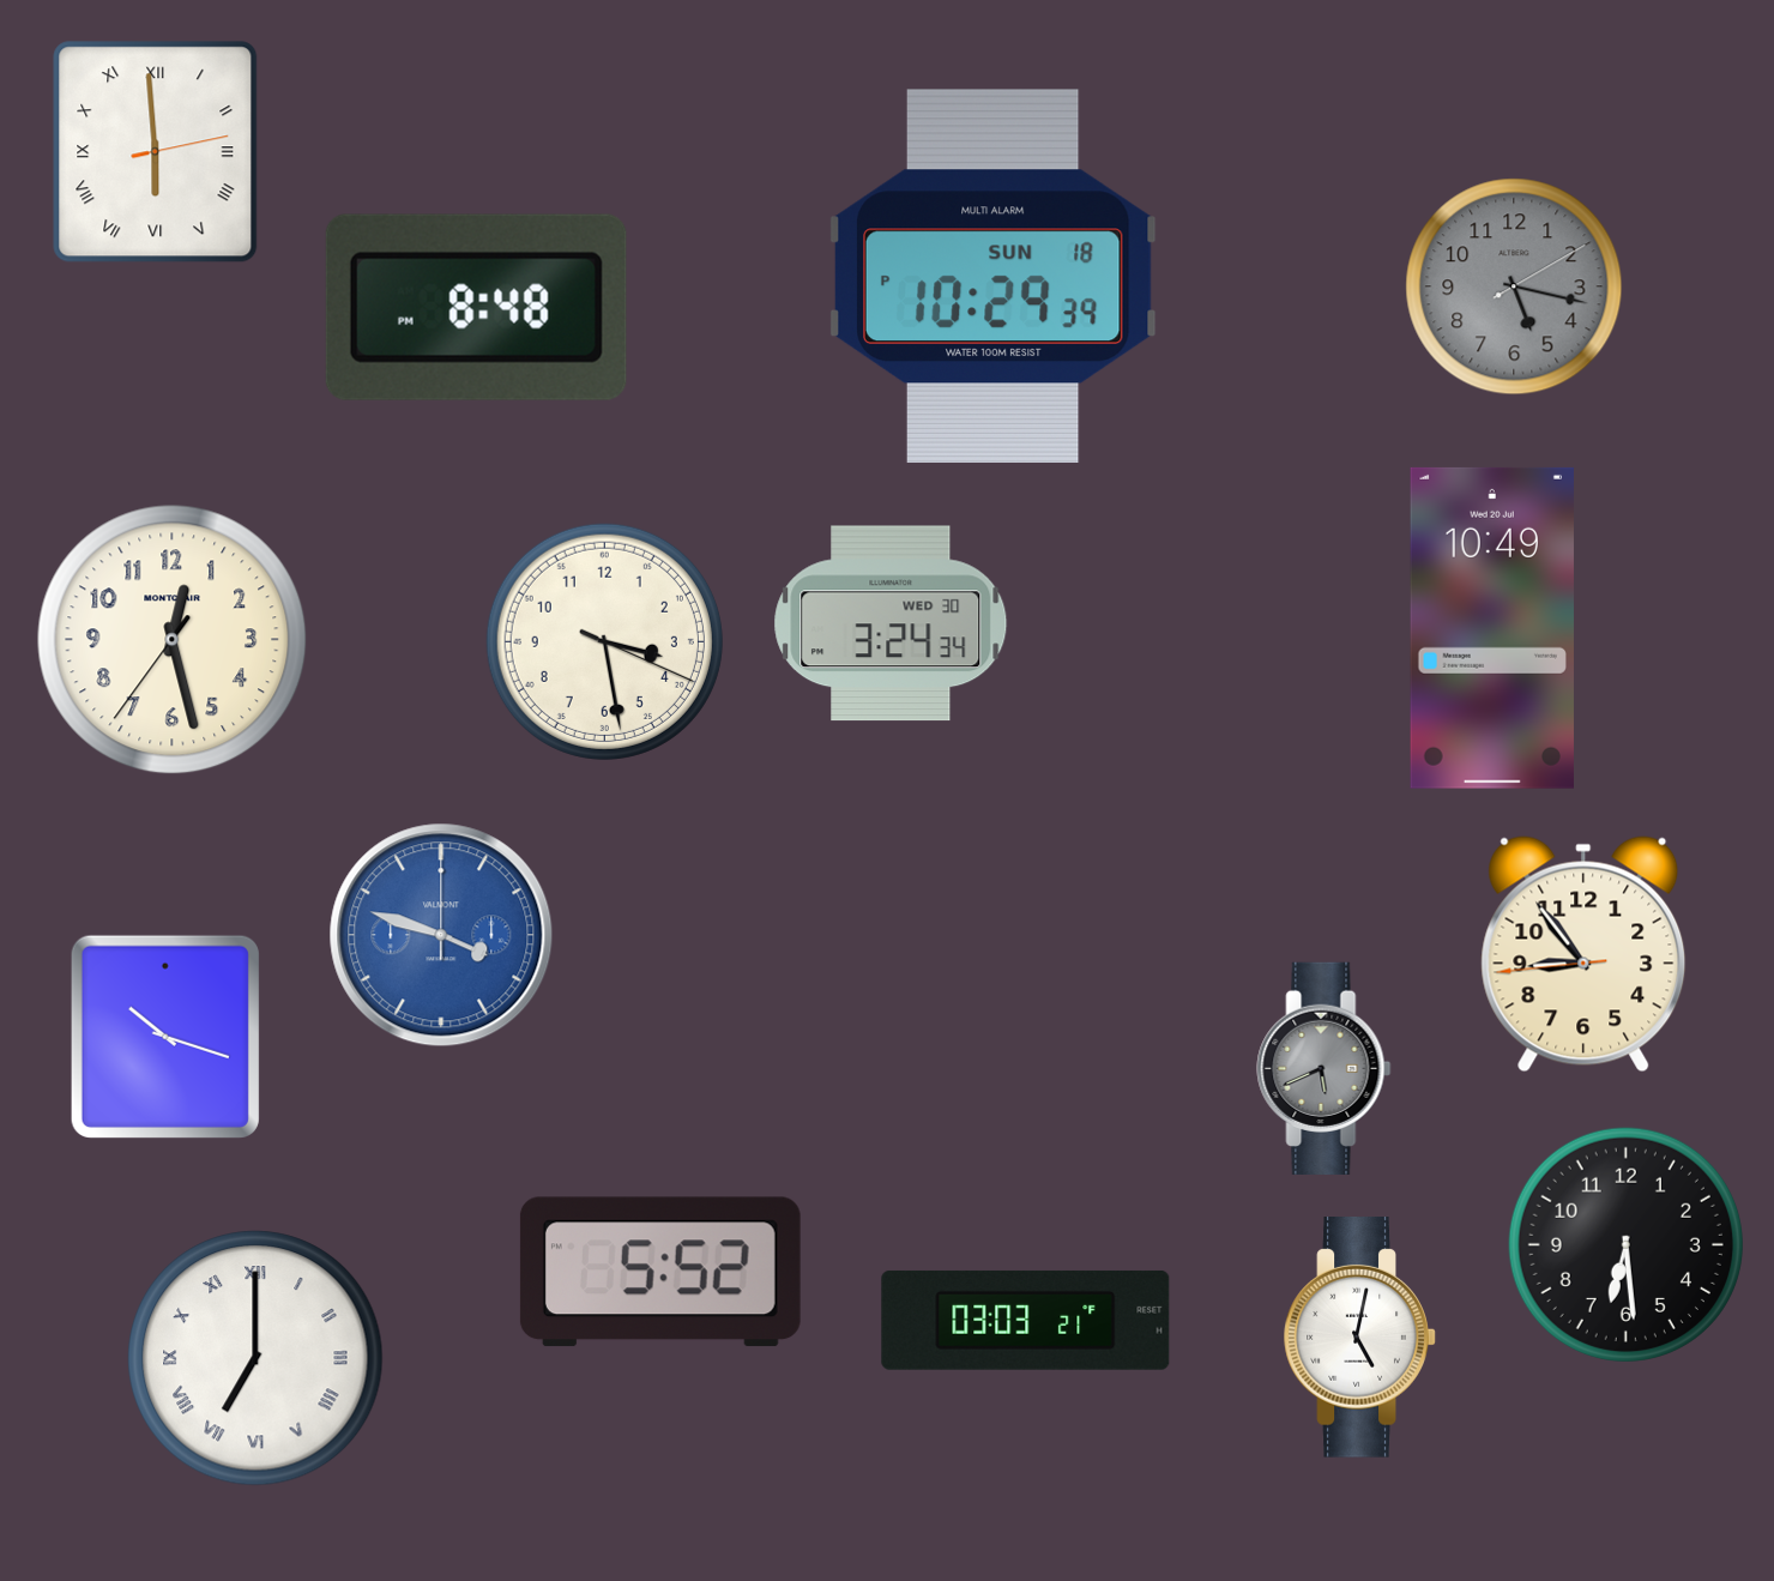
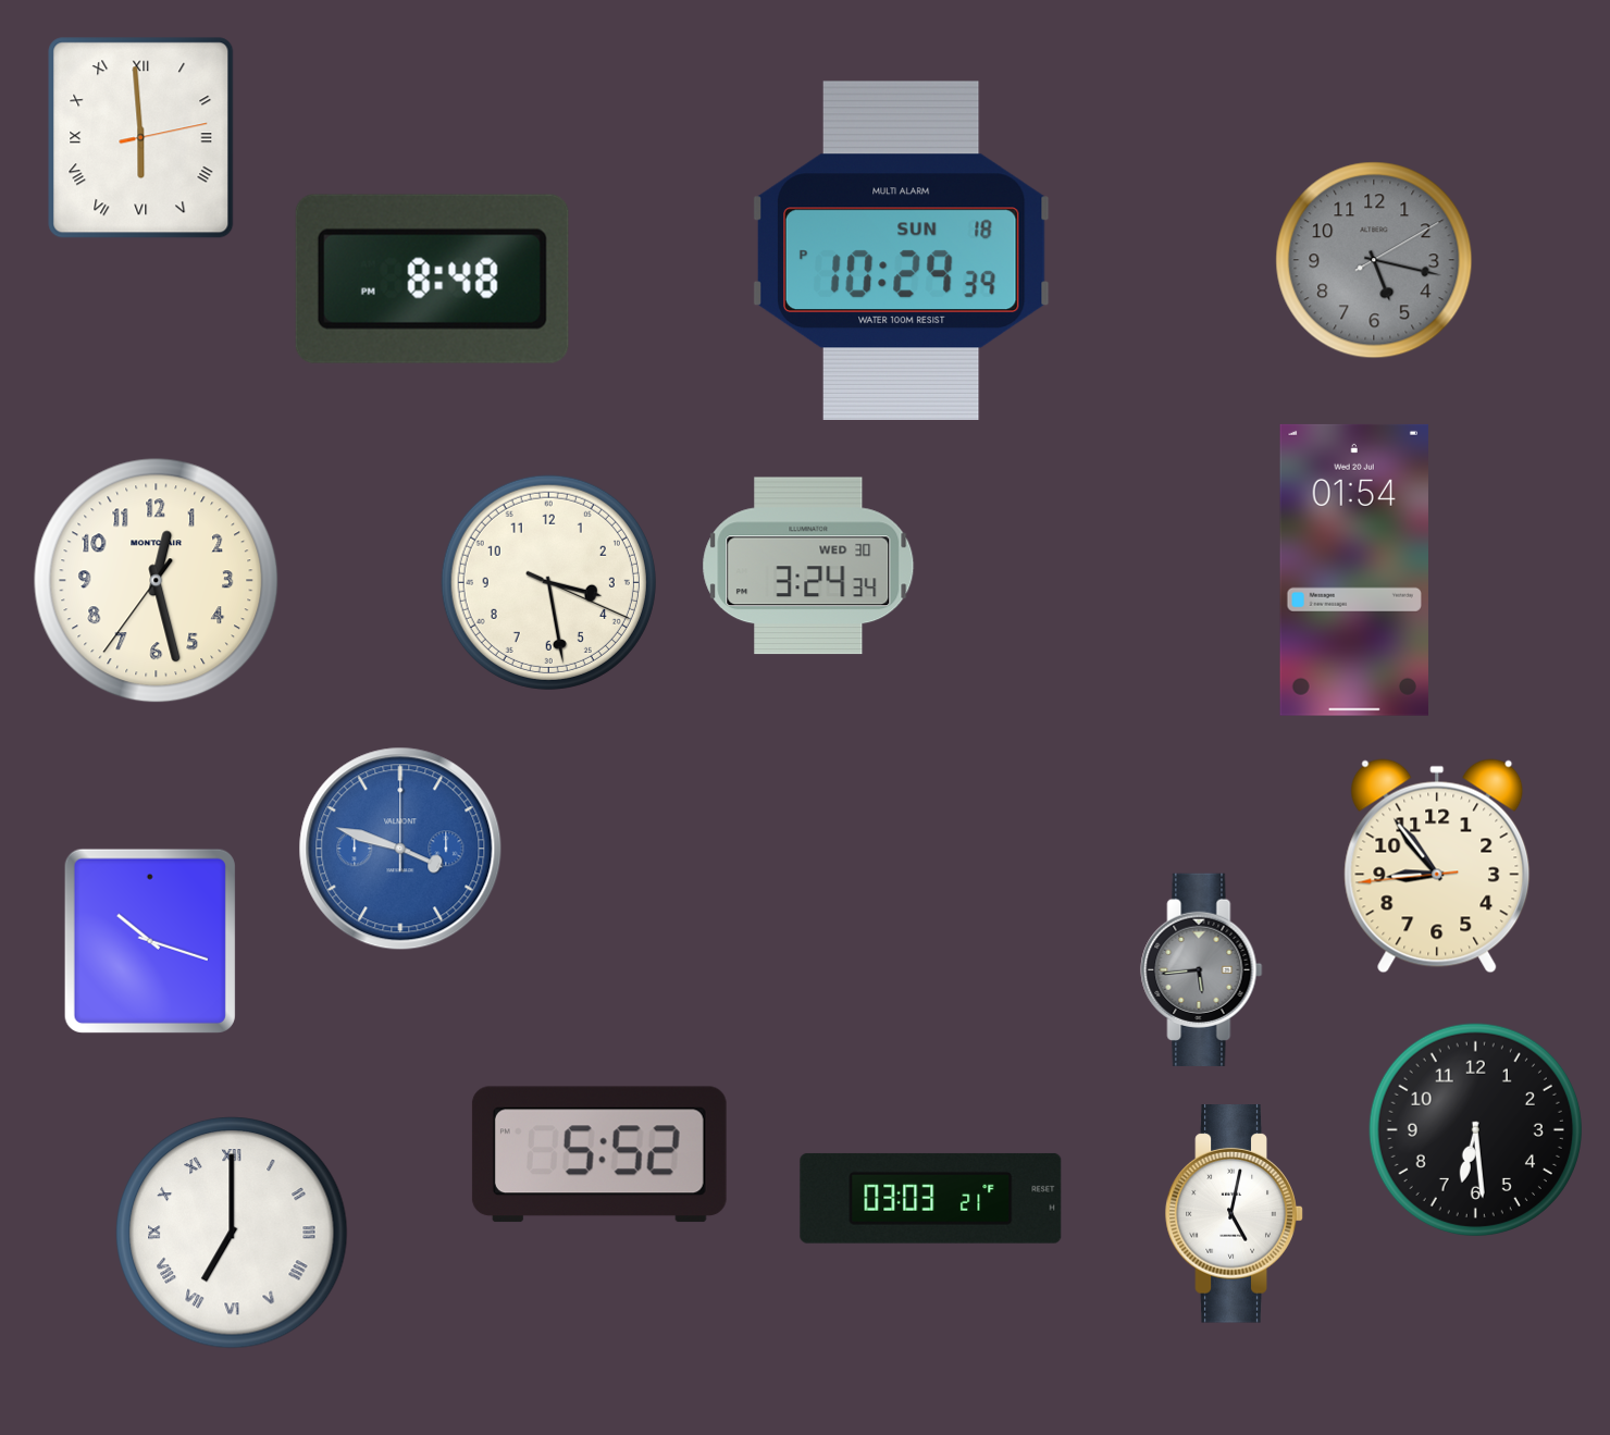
clock at (1492, 628): 10:49 -> 01:54
clock at (1325, 1068): 5:41 -> 5:44
